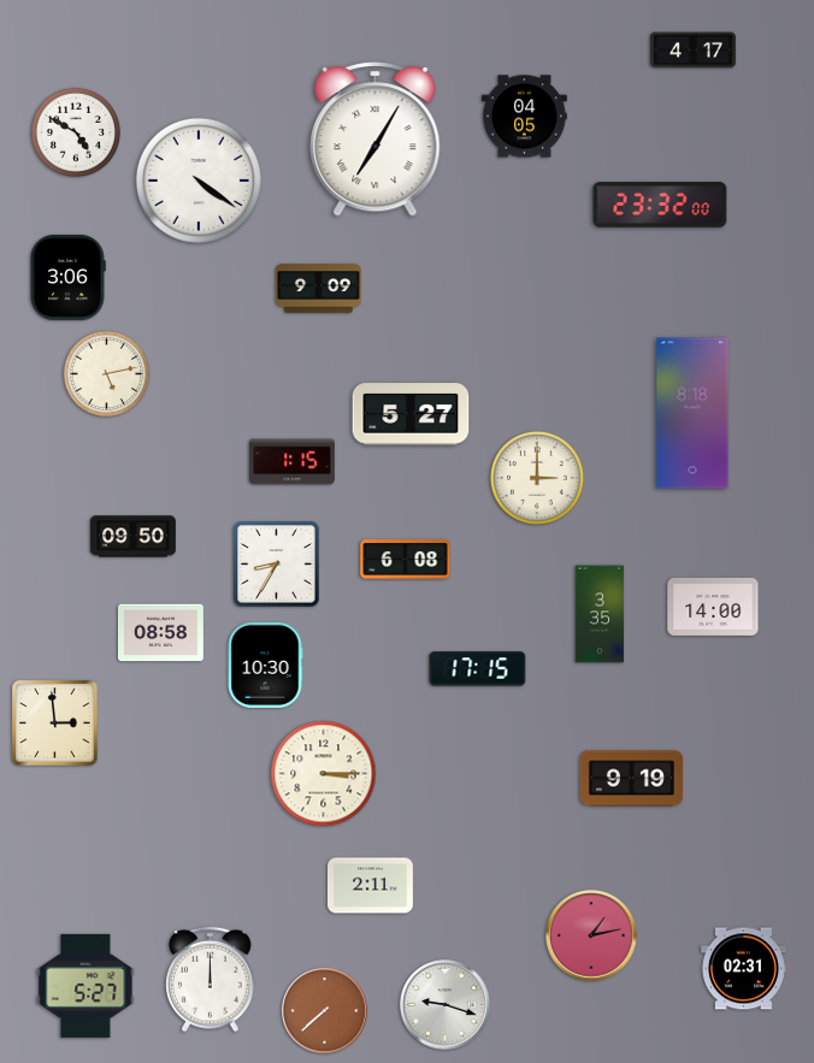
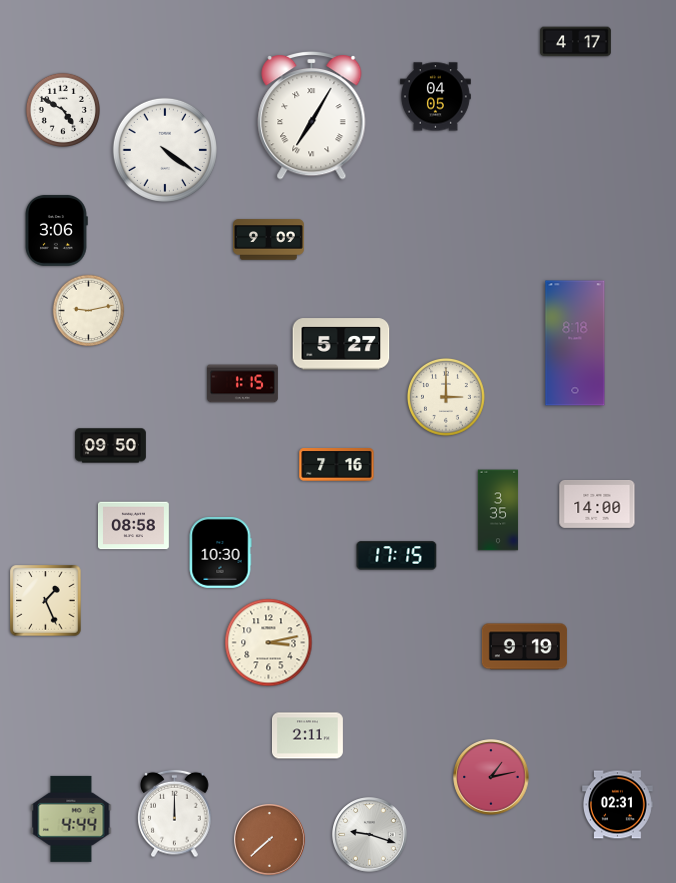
clock at (660, 205): 23:32 -> none
clock at (319, 289) position: (319, 289) -> (269, 240)
clock at (107, 374): 5:13 -> 9:13
clock at (406, 560): 6:08 -> 7:16
clock at (277, 565): 8:35 -> none
clock at (713, 607) position: (713, 607) -> (597, 504)
clock at (55, 724): 2:59 -> 1:26
clock at (324, 774): 3:15 -> 3:13
clock at (85, 986): 5:27 -> 4:44
